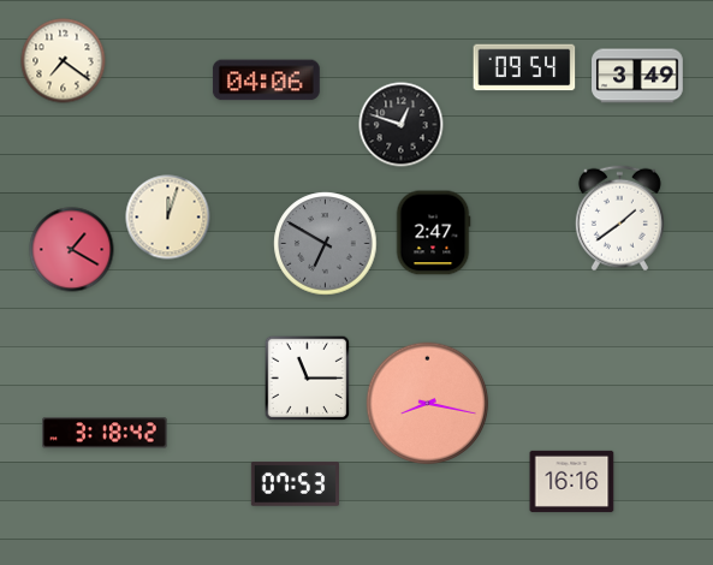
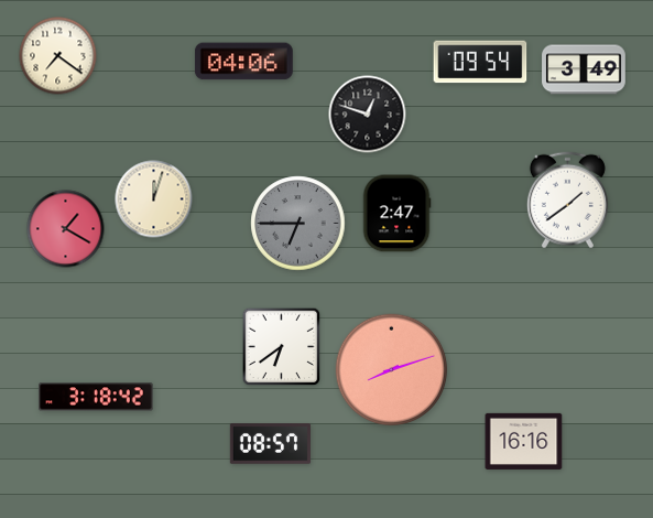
clock at (266, 81) position: (266, 81) -> (243, 62)
clock at (326, 244): 6:50 -> 6:45
clock at (308, 379): 11:15 -> 6:39
clock at (428, 404): 8:17 -> 8:12
clock at (295, 484): 07:53 -> 08:57
